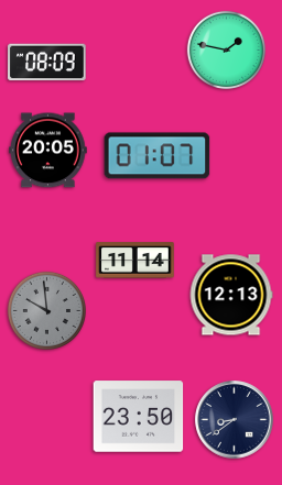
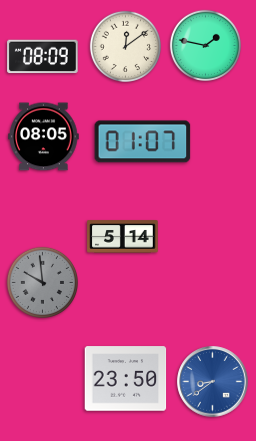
clock at (125, 46): none -> 12:09
clock at (48, 151): 20:05 -> 08:05
clock at (135, 261): 11:14 -> 5:14
clock at (231, 295): 12:13 -> none
clock at (235, 420) dial: navy -> blue
